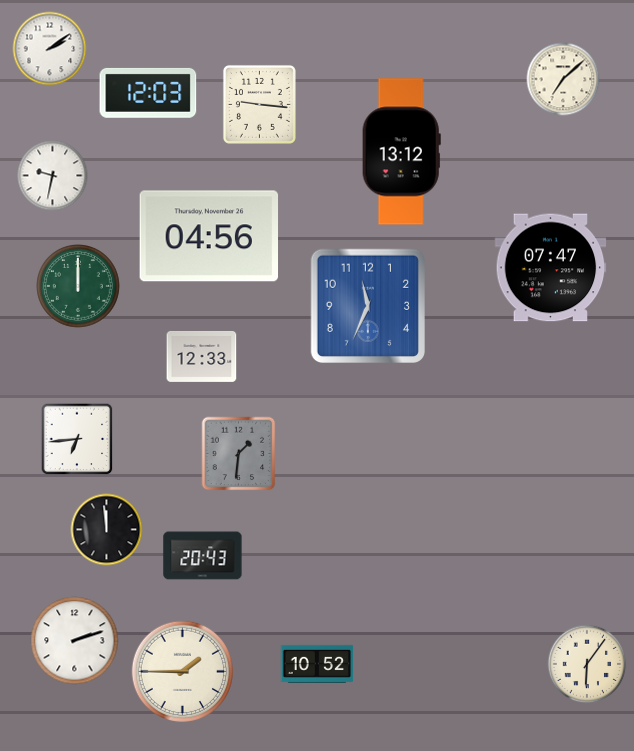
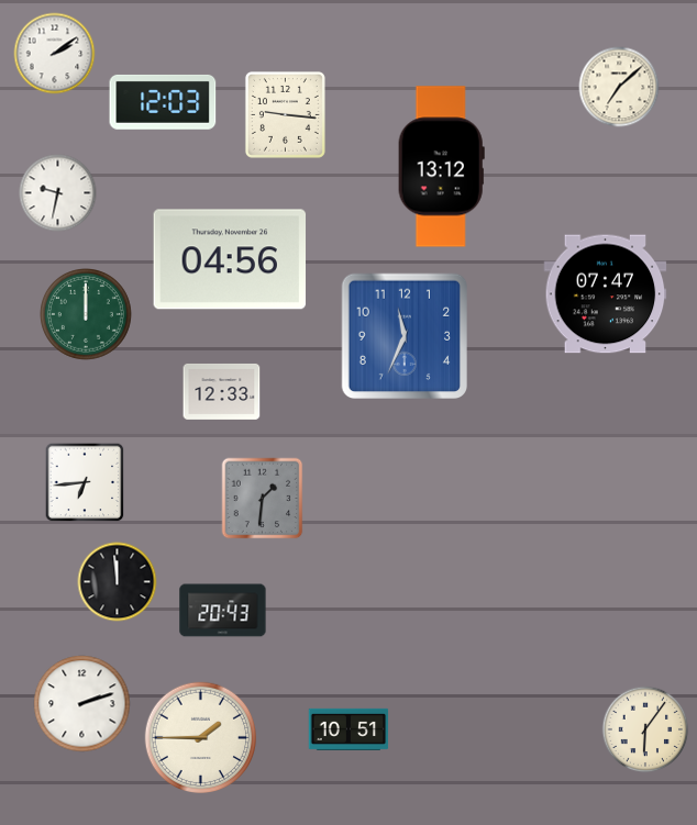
clock at (317, 664): 10:52 -> 10:51
